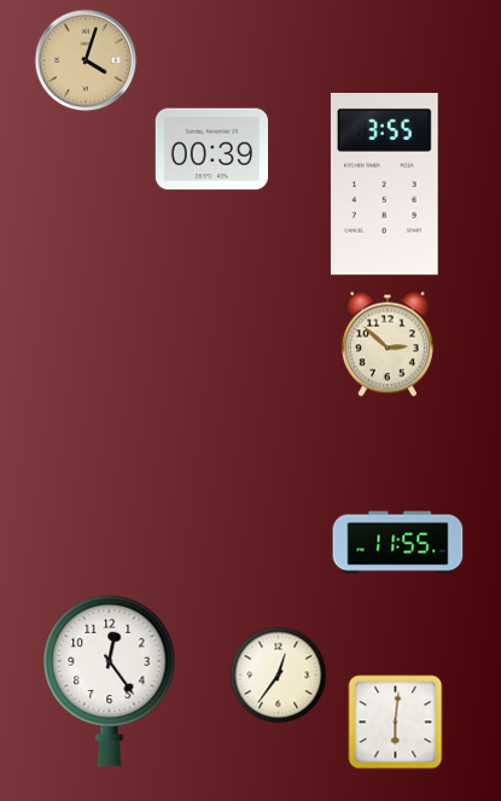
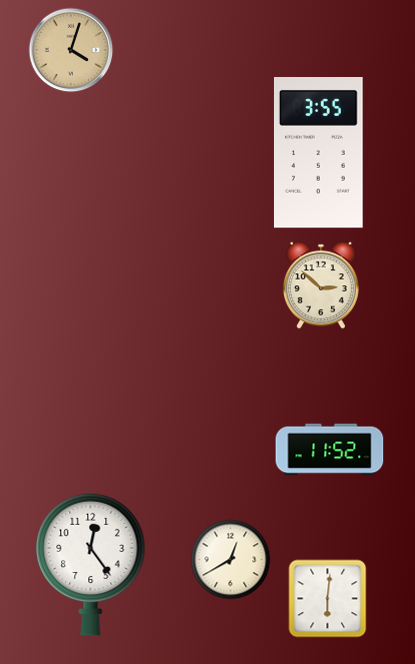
clock at (211, 150): 00:39 -> none
clock at (398, 543): 11:55 -> 11:52
clock at (279, 676): 12:36 -> 12:40
